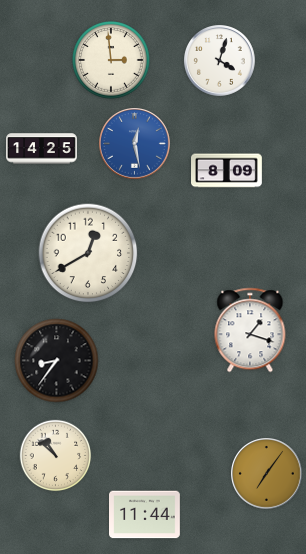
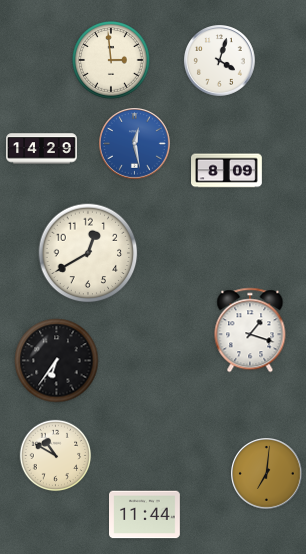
clock at (42, 149): 14:25 -> 14:29
clock at (57, 361): 8:36 -> 6:36
clock at (56, 456): 10:52 -> 10:50
clock at (267, 474): 7:06 -> 7:01
